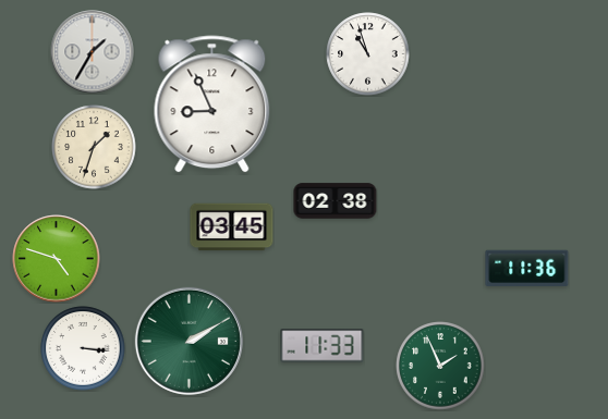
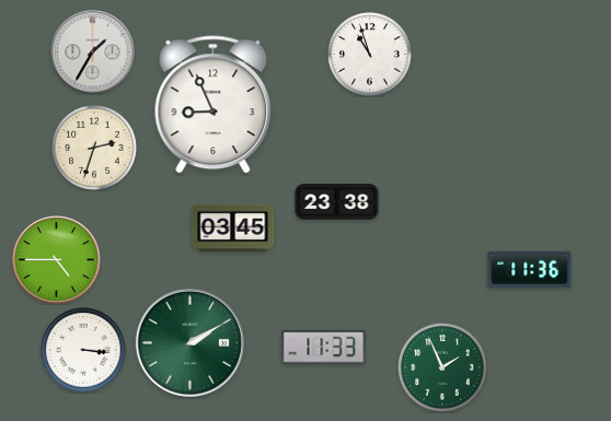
clock at (94, 147): 1:33 -> 2:33
clock at (336, 201): 02:38 -> 23:38
clock at (57, 259): 4:48 -> 4:45
